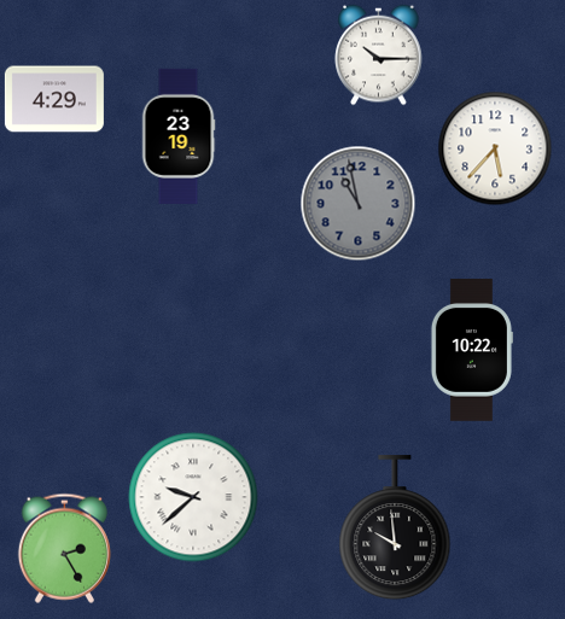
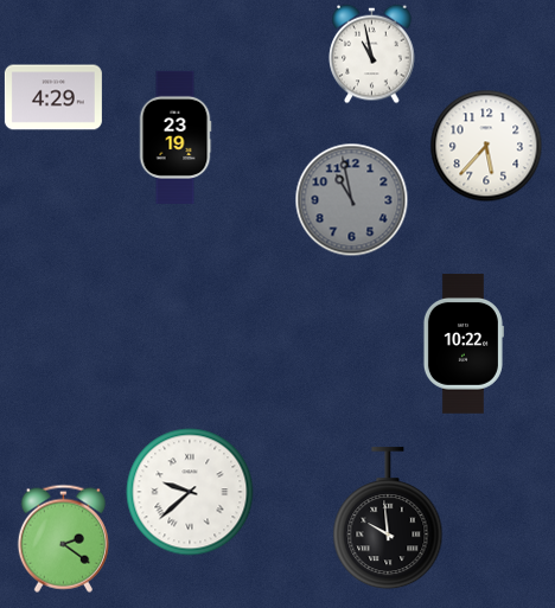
clock at (379, 56): 10:15 -> 10:58
clock at (179, 136) position: (179, 136) -> (176, 137)
clock at (193, 497) position: (193, 497) -> (190, 492)
clock at (64, 548): 2:25 -> 2:21
